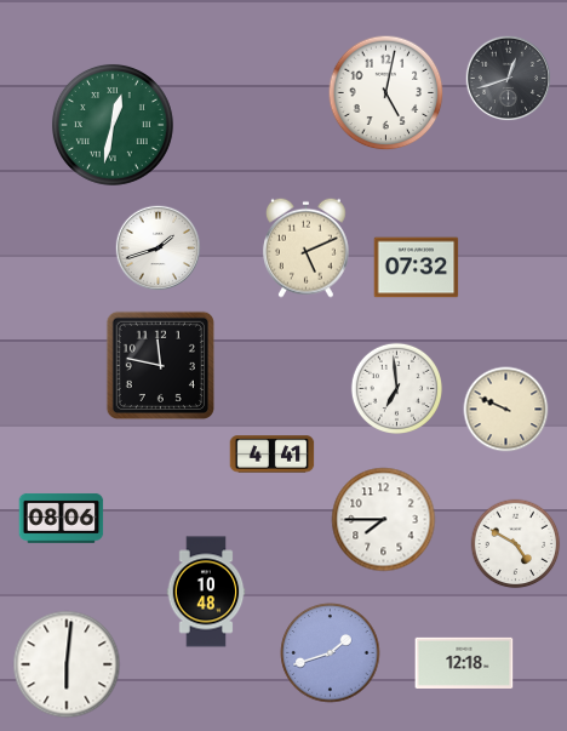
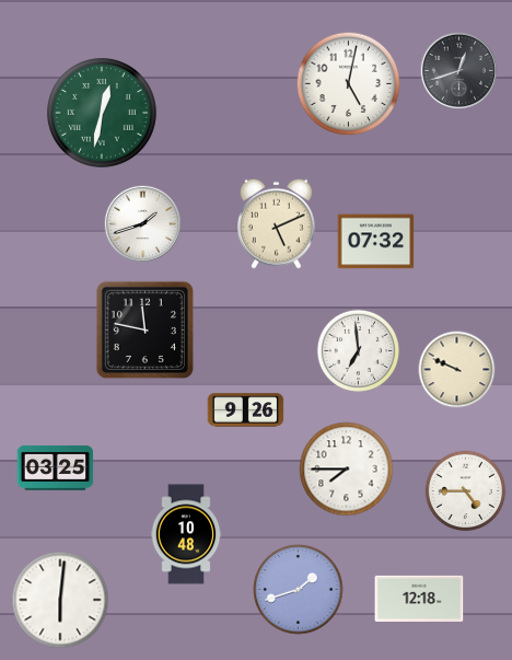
clock at (273, 455): 4:41 -> 9:26
clock at (62, 518): 08:06 -> 03:25
clock at (516, 544): 4:50 -> 4:45
